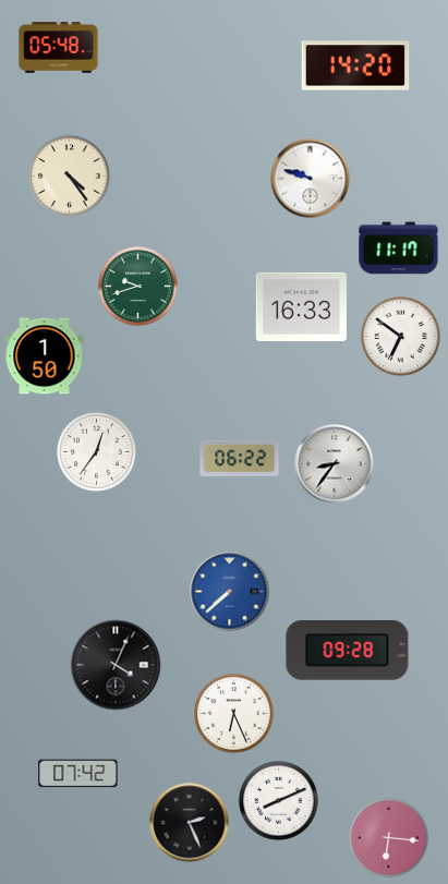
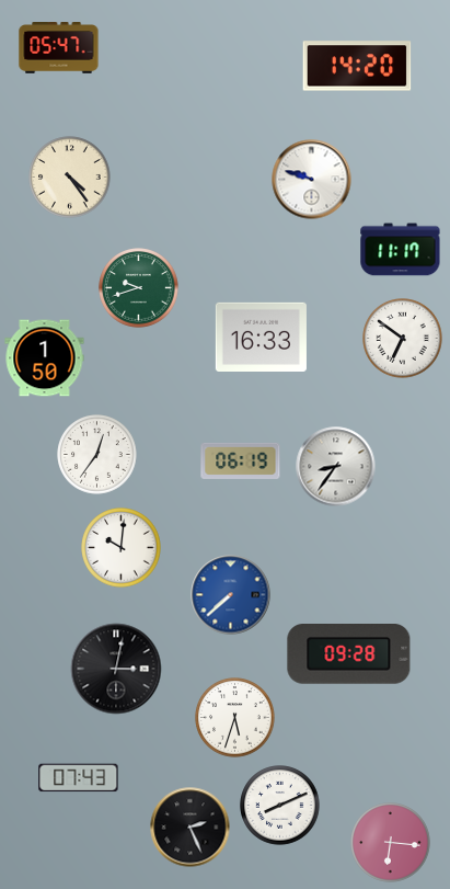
clock at (59, 48): 05:48 -> 05:47
clock at (301, 306) position: (301, 306) -> (261, 337)
clock at (240, 458): 06:22 -> 06:19
clock at (122, 548): none -> 10:01
clock at (116, 665): 4:04 -> 3:02
clock at (234, 714): 6:26 -> 5:33
clock at (78, 774): 07:42 -> 07:43
